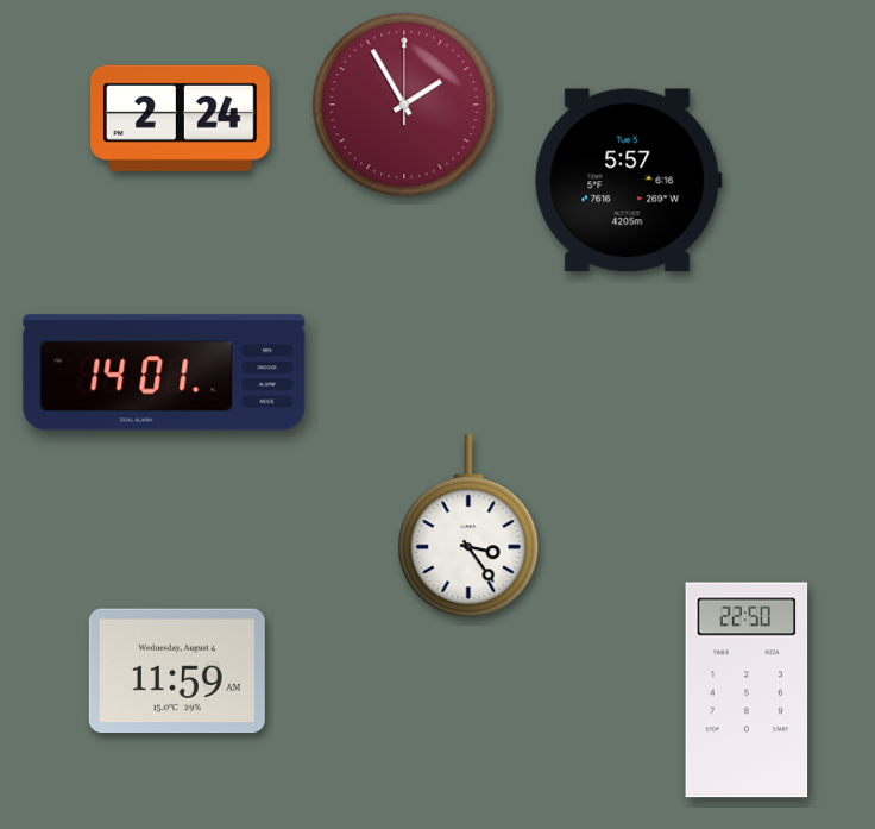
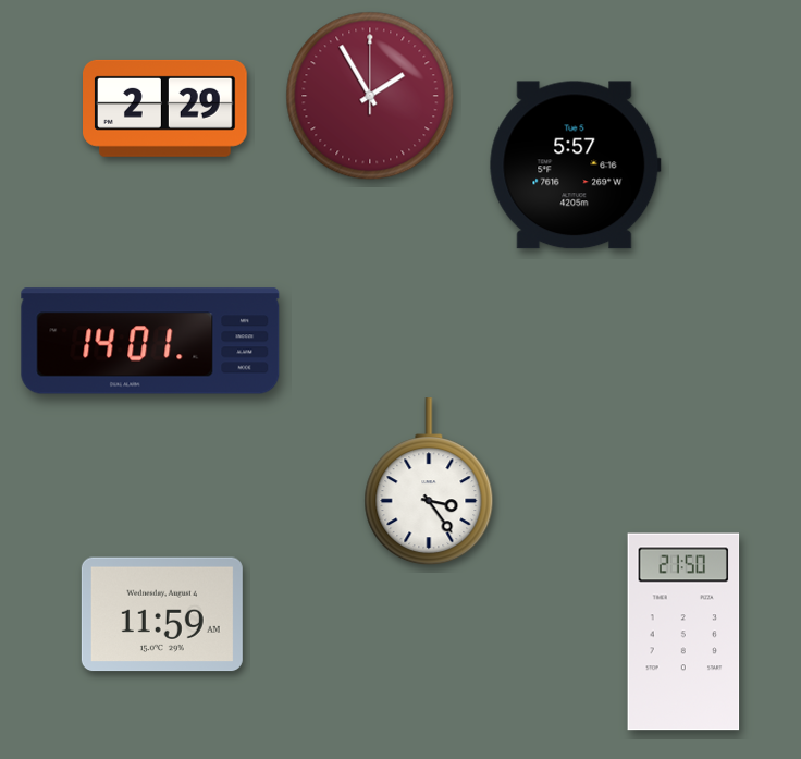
clock at (181, 118): 2:24 -> 2:29
clock at (747, 690): 22:50 -> 21:50
